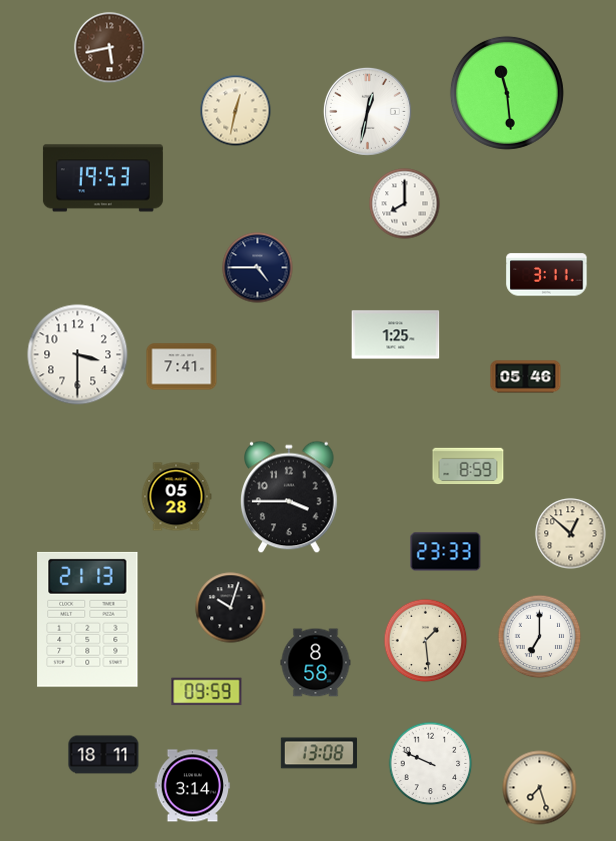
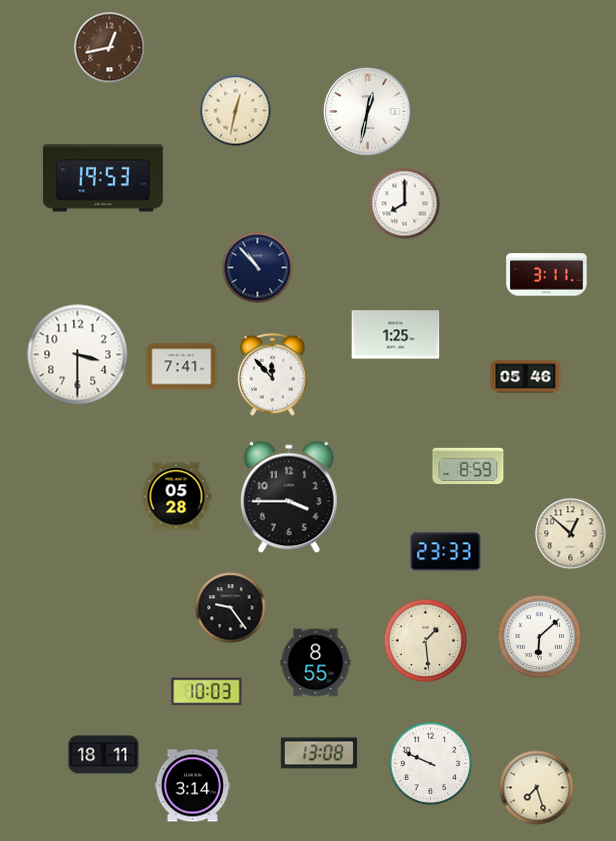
clock at (110, 48): 5:43 -> 12:43
clock at (507, 93): 11:29 -> none
clock at (258, 268): 4:45 -> 10:53
clock at (272, 374): none -> 11:53
clock at (231, 608): 10:03 -> 9:24
clock at (88, 619): 21:13 -> none
clock at (540, 637): 7:00 -> 6:08
clock at (316, 663): 8:58 -> 8:55
clock at (207, 692): 09:59 -> 10:03
clock at (540, 788) position: (540, 788) -> (537, 788)
